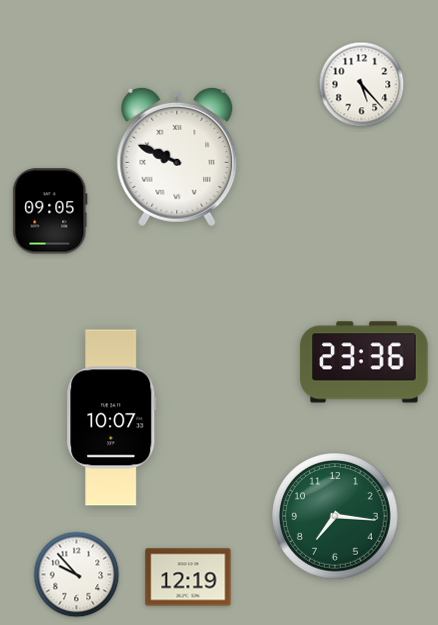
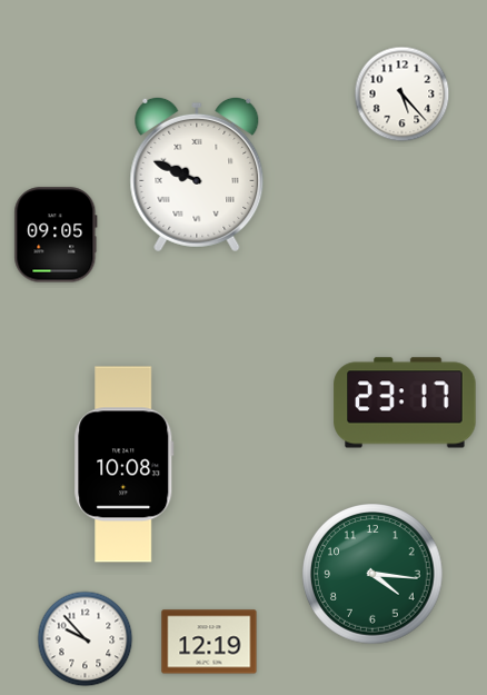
clock at (364, 362): 23:36 -> 23:17
clock at (112, 418): 10:07 -> 10:08
clock at (335, 516): 7:16 -> 4:16
